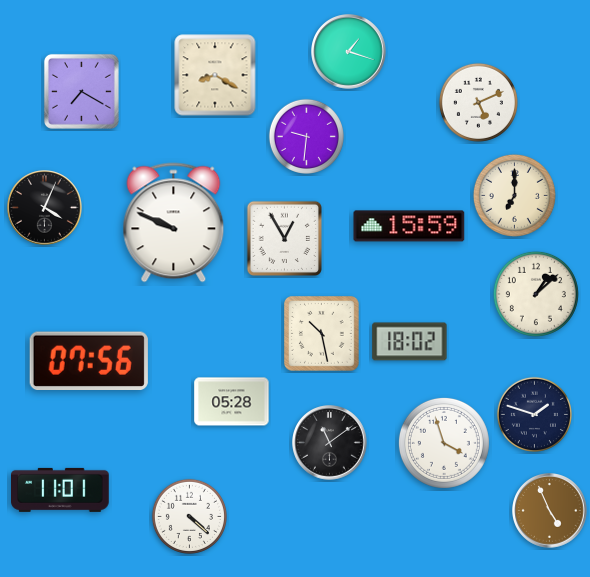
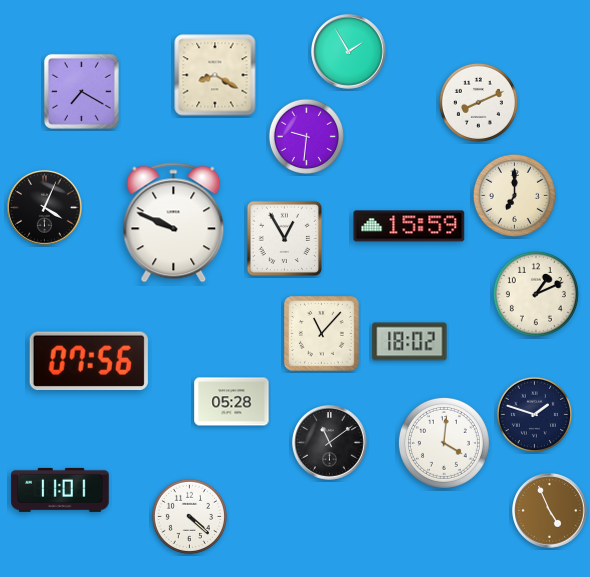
clock at (349, 52): 1:18 -> 1:55
clock at (478, 102): 5:11 -> 8:11
clock at (536, 294): 1:08 -> 1:11
clock at (322, 334): 10:28 -> 11:07
clock at (444, 443): 3:57 -> 4:01
